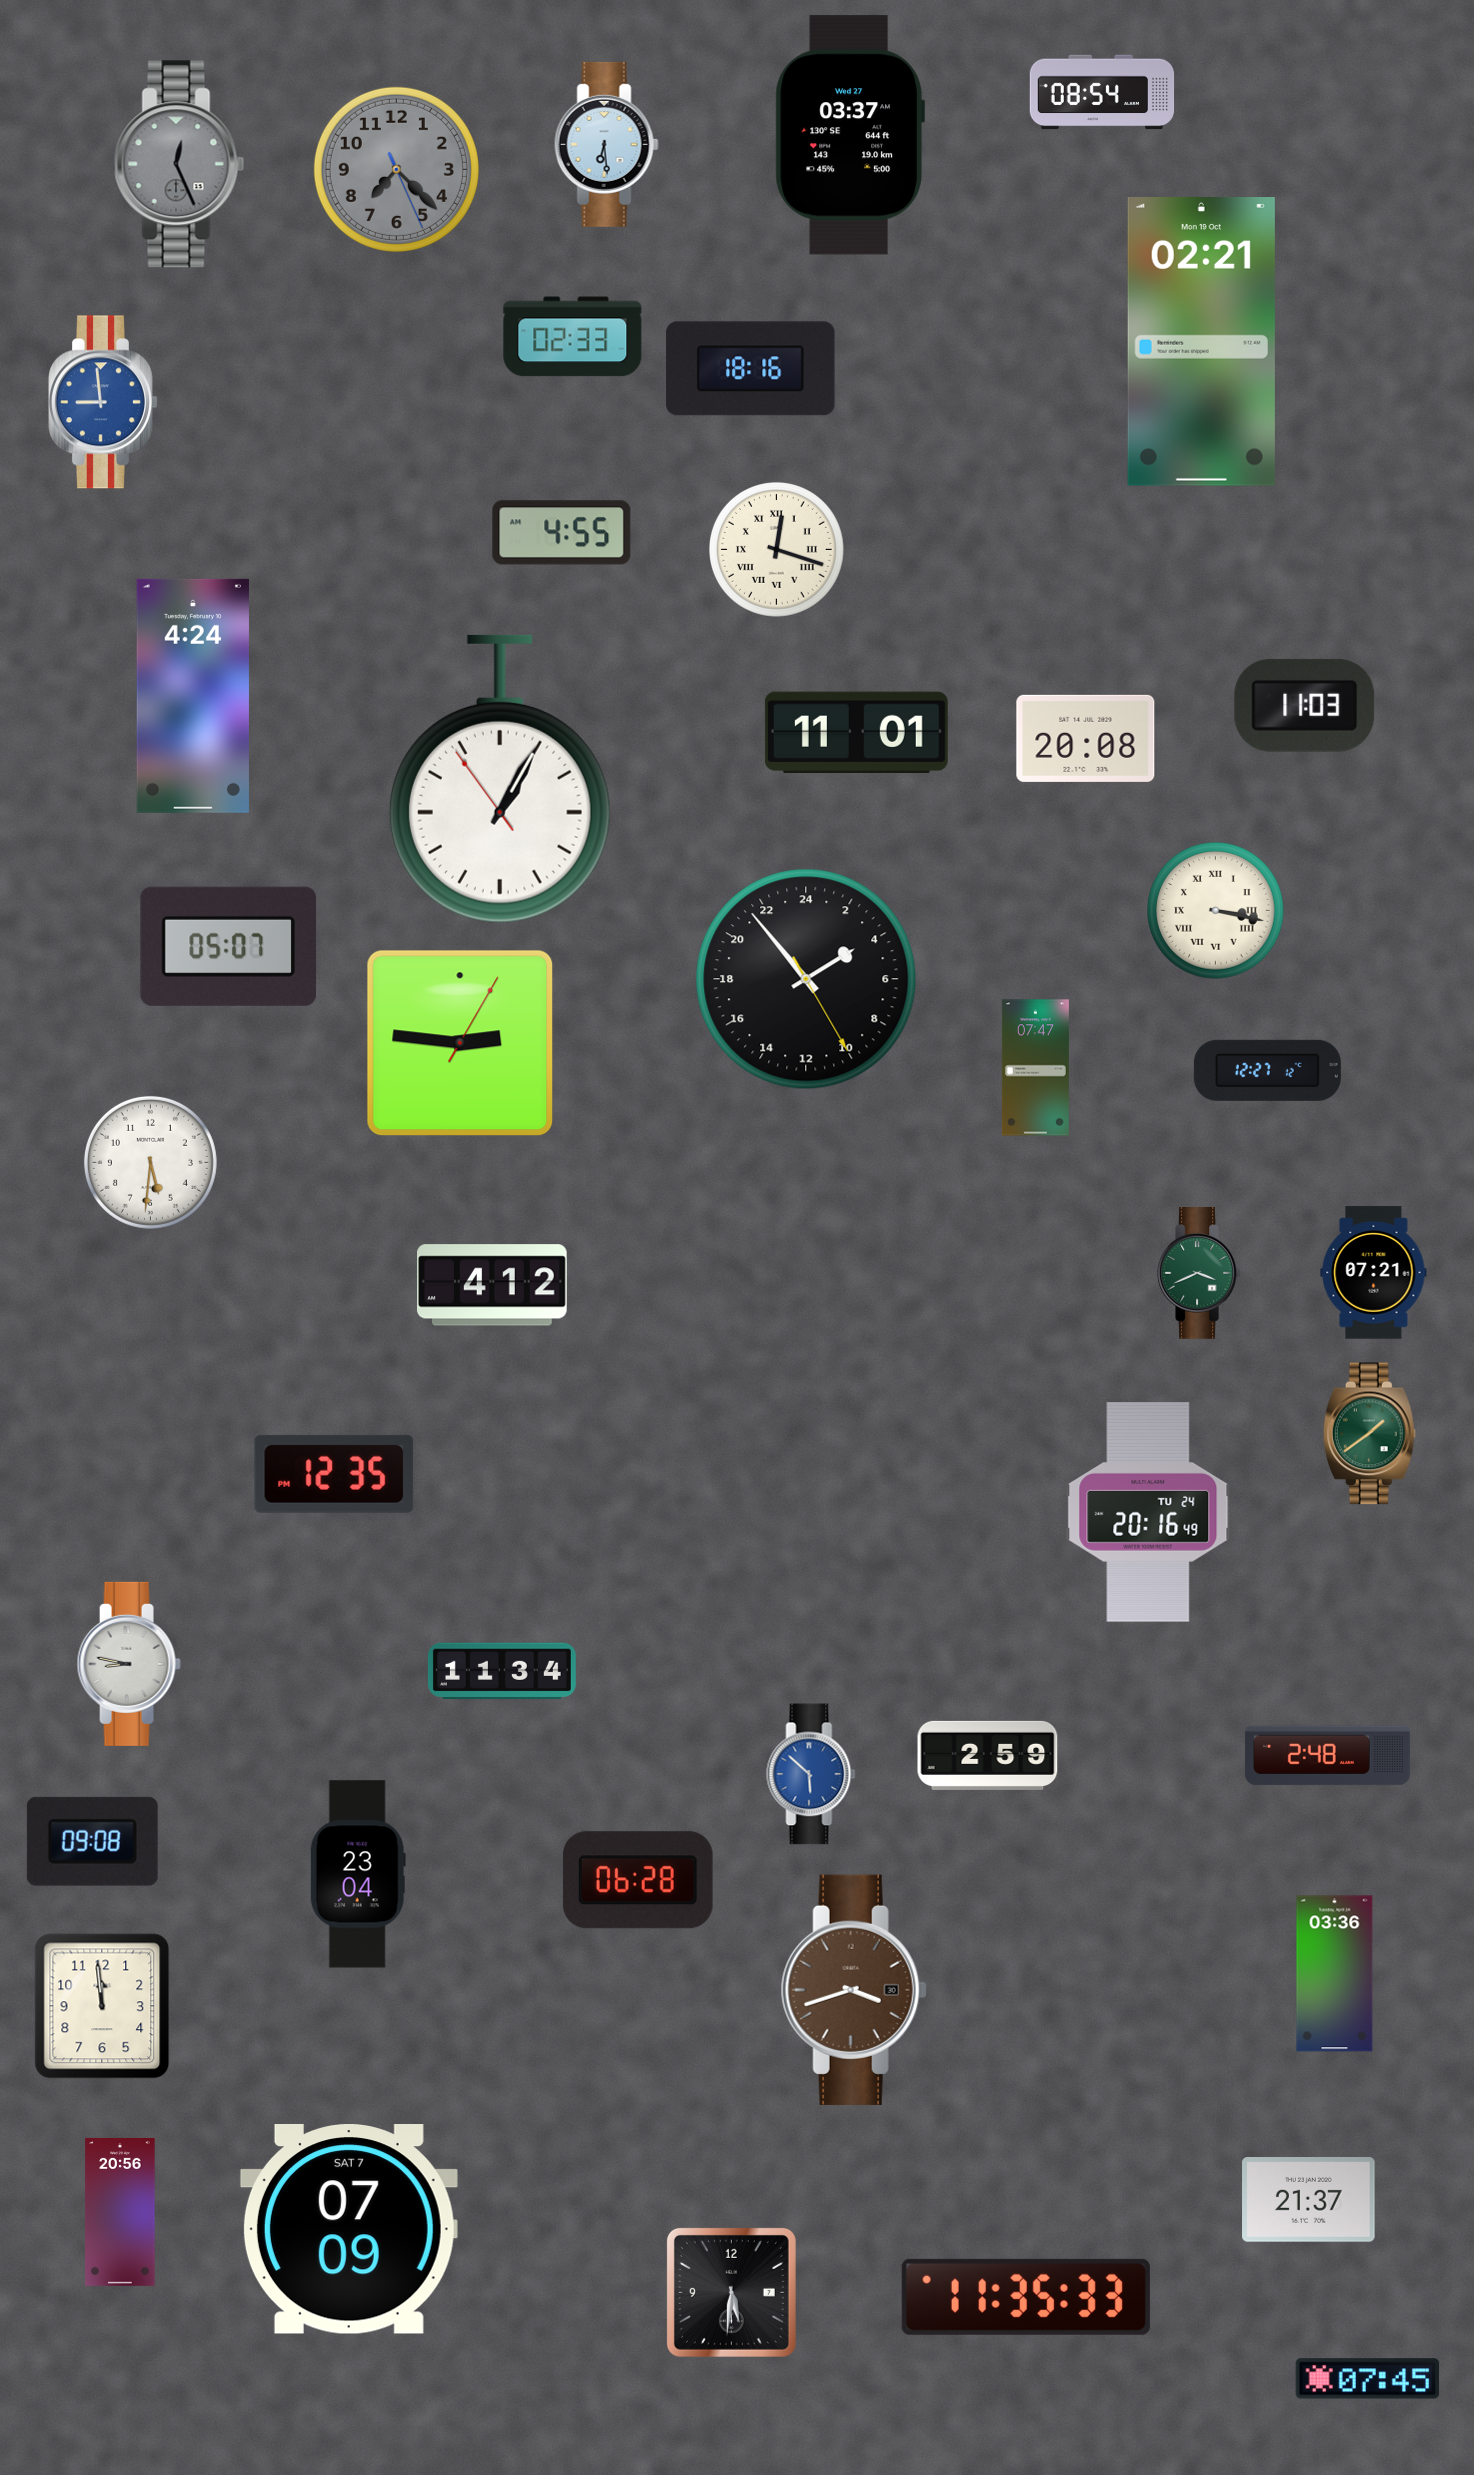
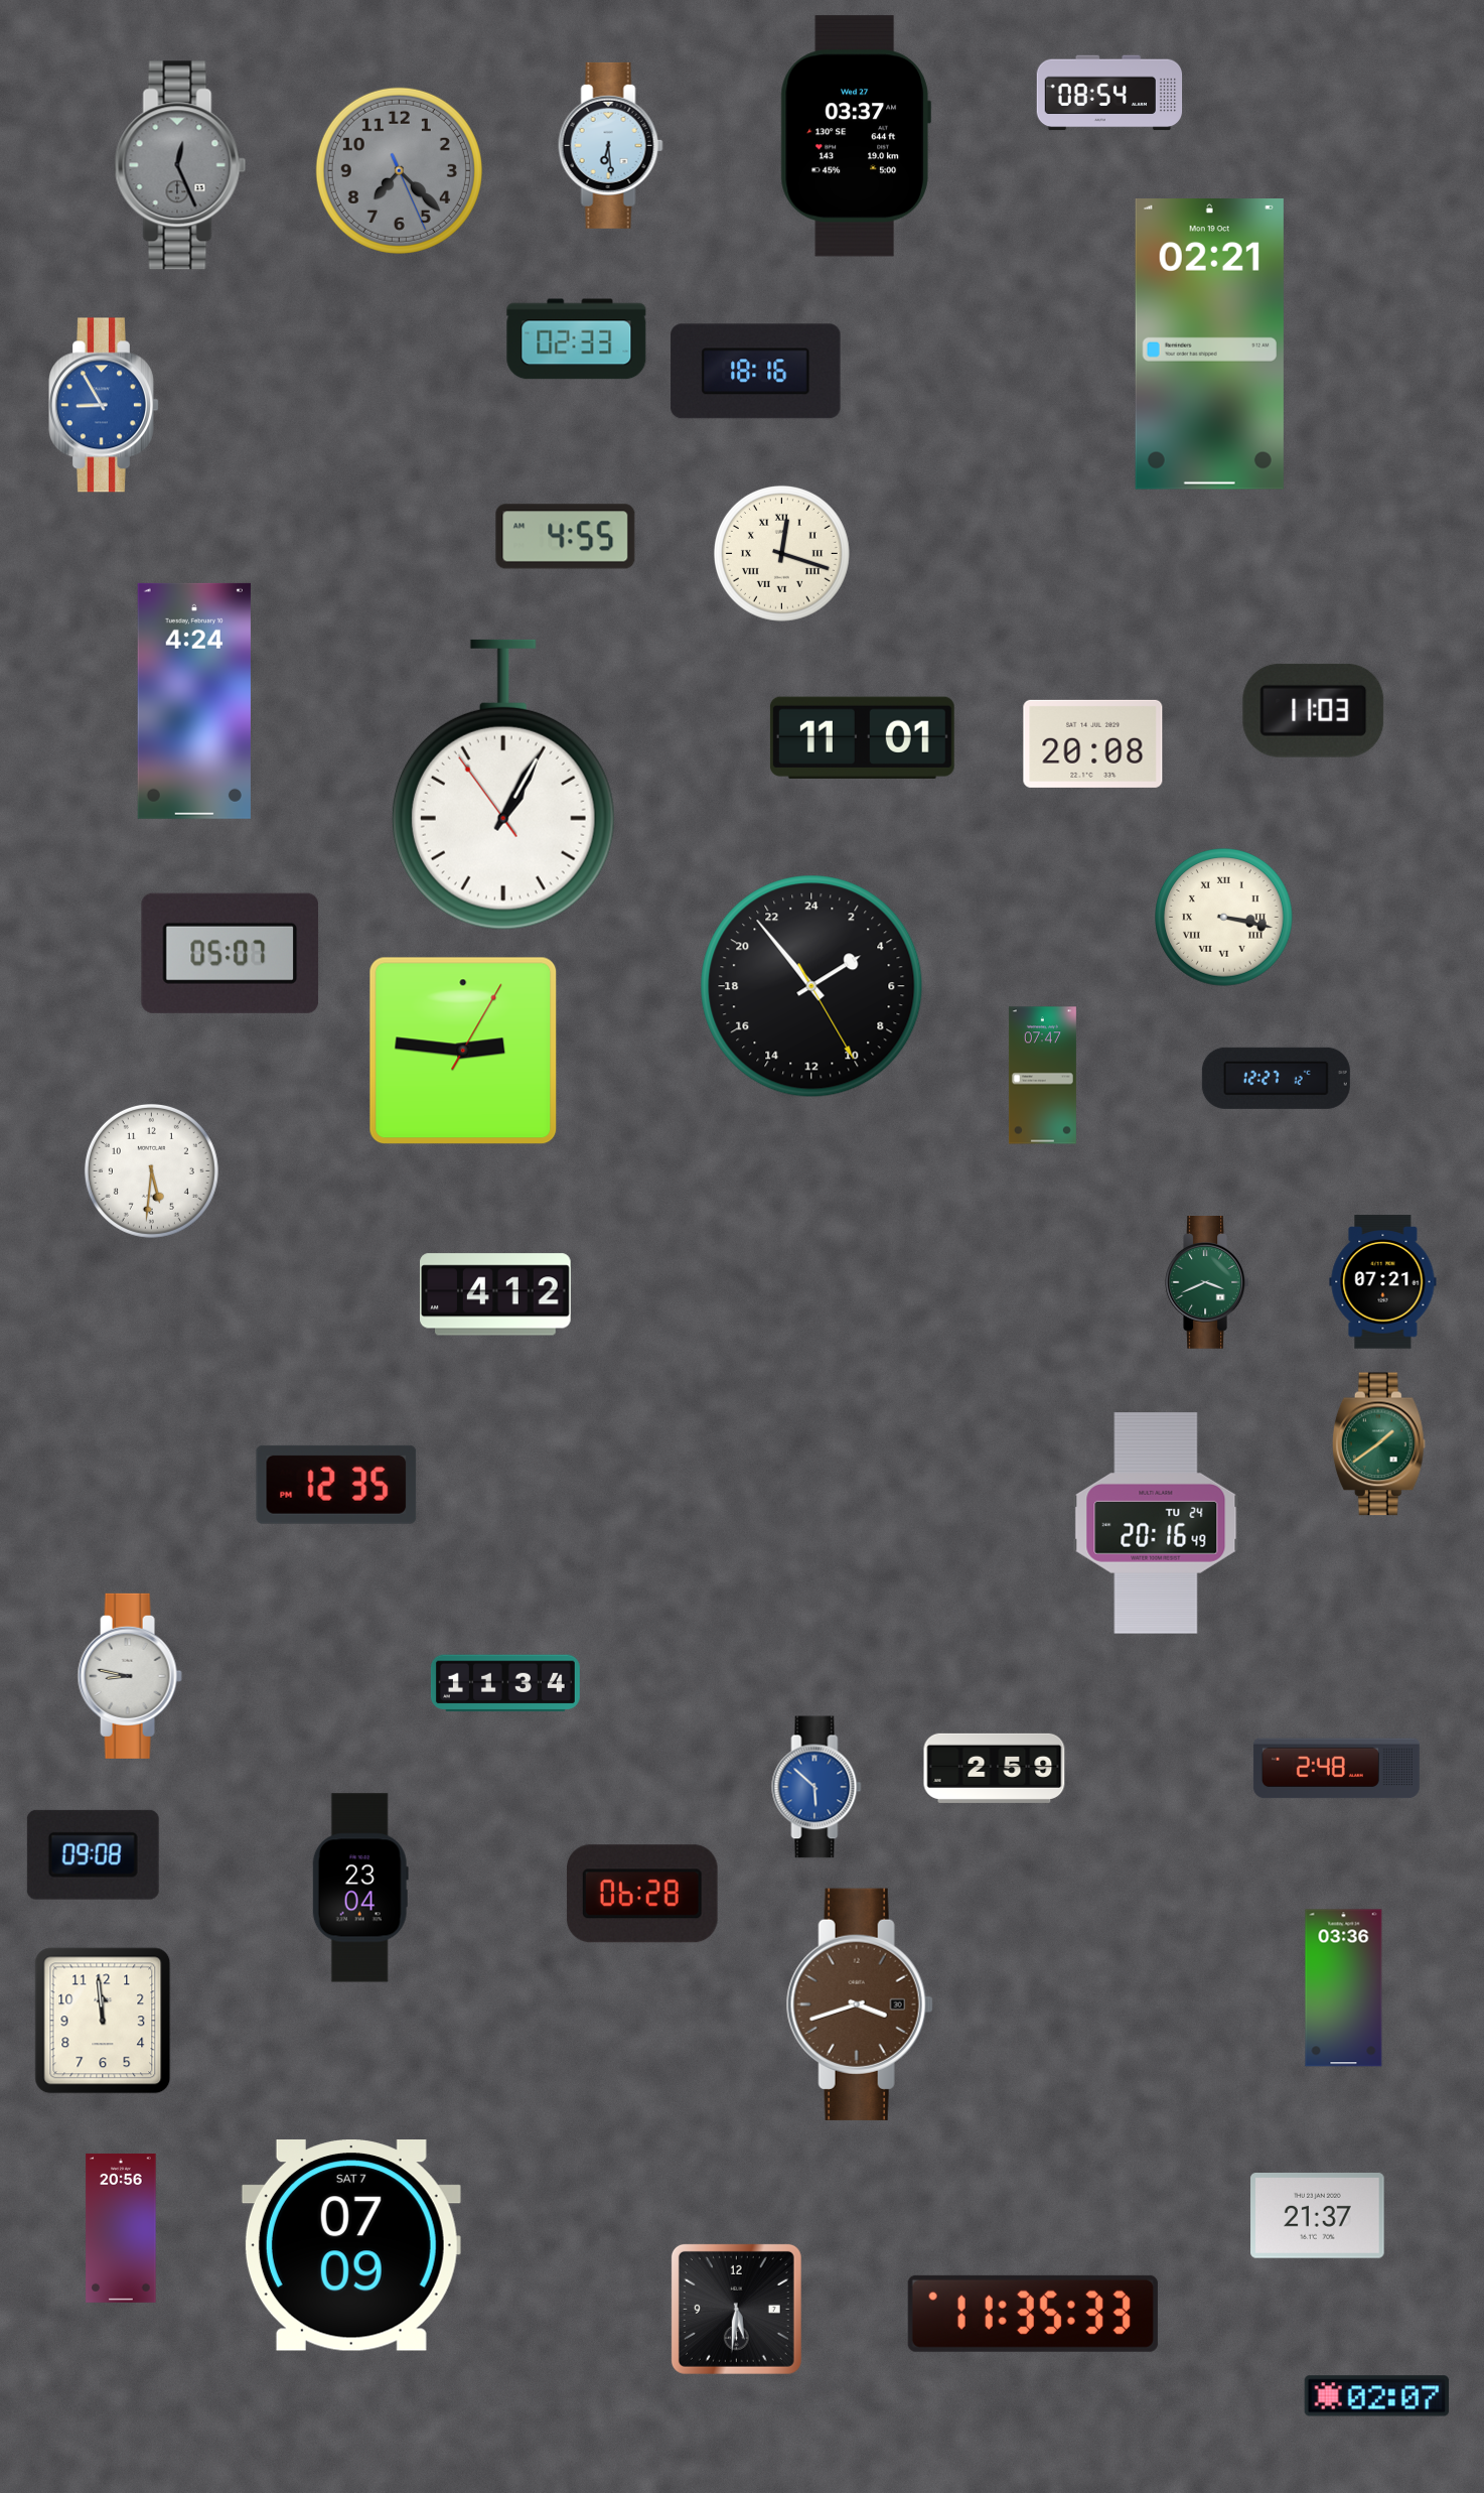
clock at (104, 402): 8:59 -> 8:55
clock at (1368, 2379): 07:45 -> 02:07
